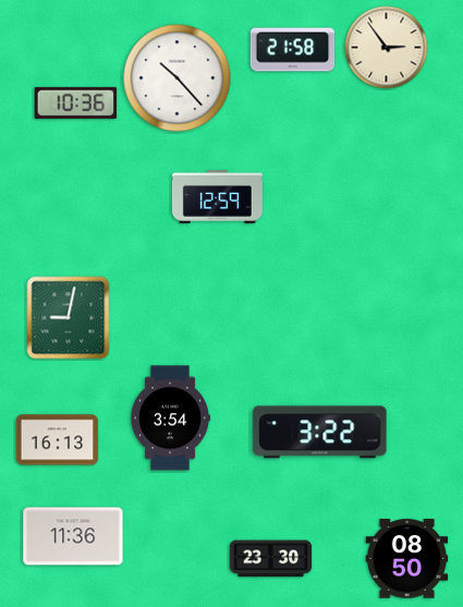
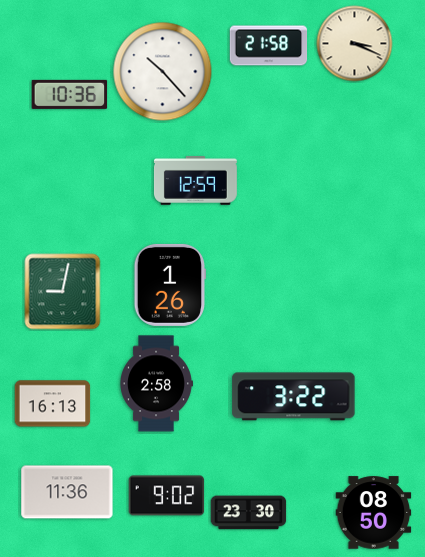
clock at (387, 48): 2:54 -> 3:19
clock at (217, 197) position: (217, 197) -> (195, 181)
clock at (169, 285): none -> 1:26
clock at (171, 418): 3:54 -> 2:58
clock at (167, 496): none -> 9:02
